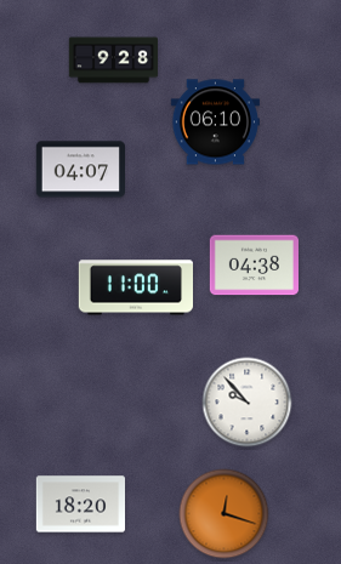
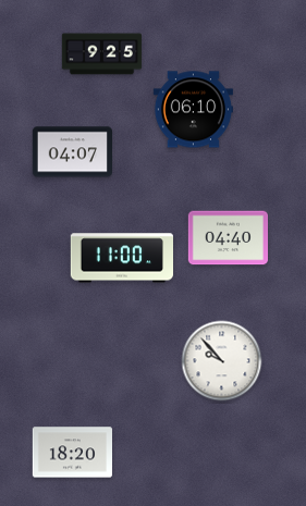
clock at (113, 61): 9:28 -> 9:25
clock at (254, 266): 04:38 -> 04:40
clock at (225, 514): 12:18 -> none
